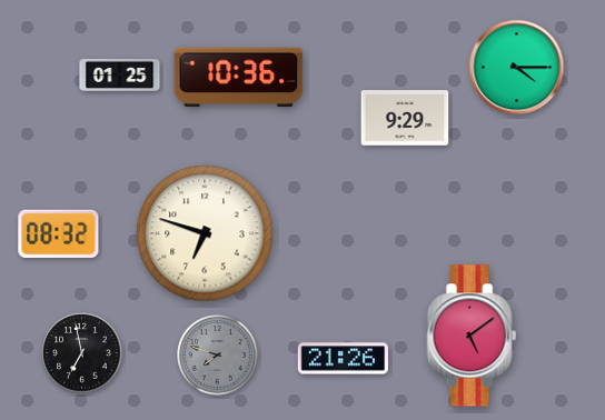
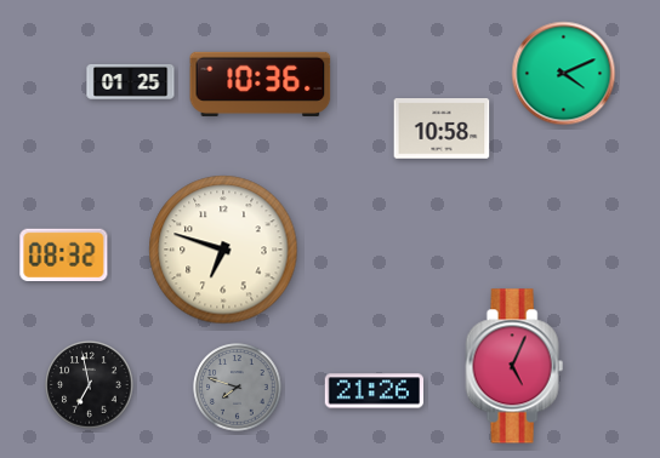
clock at (517, 68): 4:15 -> 4:11
clock at (405, 118): 9:29 -> 10:58
clock at (205, 233) position: (205, 233) -> (223, 250)
clock at (472, 336): 5:09 -> 5:04
